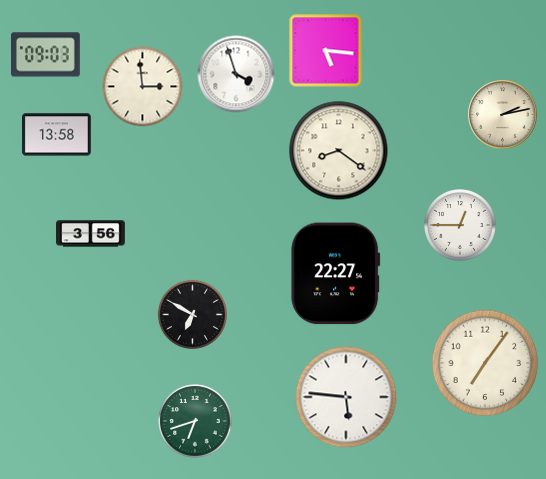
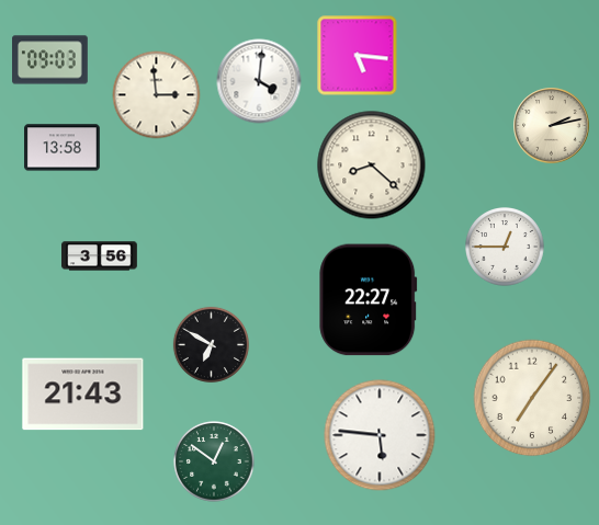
clock at (236, 74): 3:57 -> 4:01
clock at (339, 151): 8:21 -> 8:22
clock at (83, 395): none -> 21:43
clock at (195, 421): 6:42 -> 12:51
